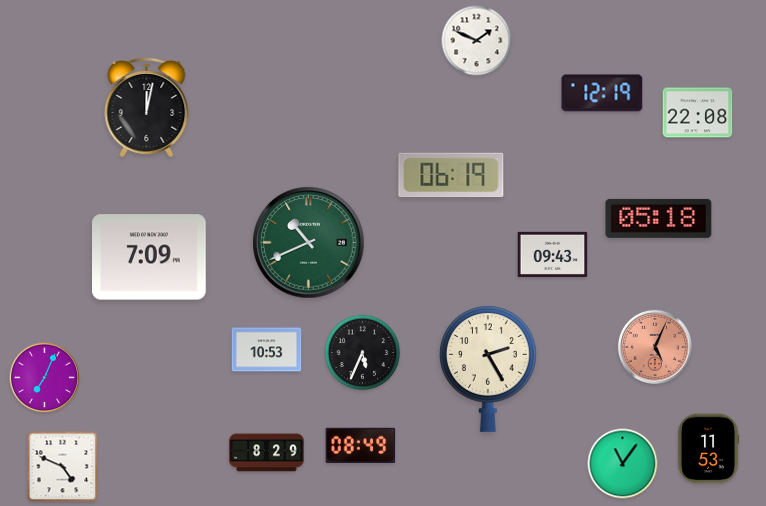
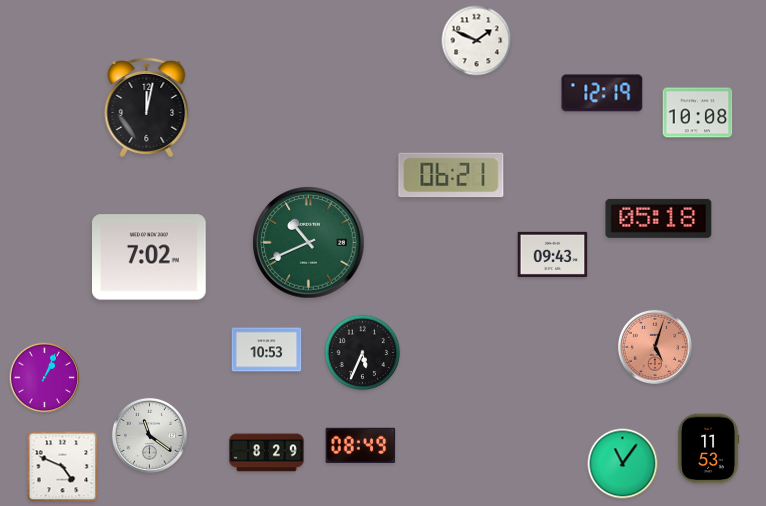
clock at (698, 113): 22:08 -> 10:08
clock at (451, 175): 06:19 -> 06:21
clock at (150, 257): 7:09 -> 7:02
clock at (655, 347): 5:04 -> 5:03
clock at (489, 369): 2:25 -> none
clock at (45, 378): 7:04 -> 1:04
clock at (149, 435): none -> 11:21
